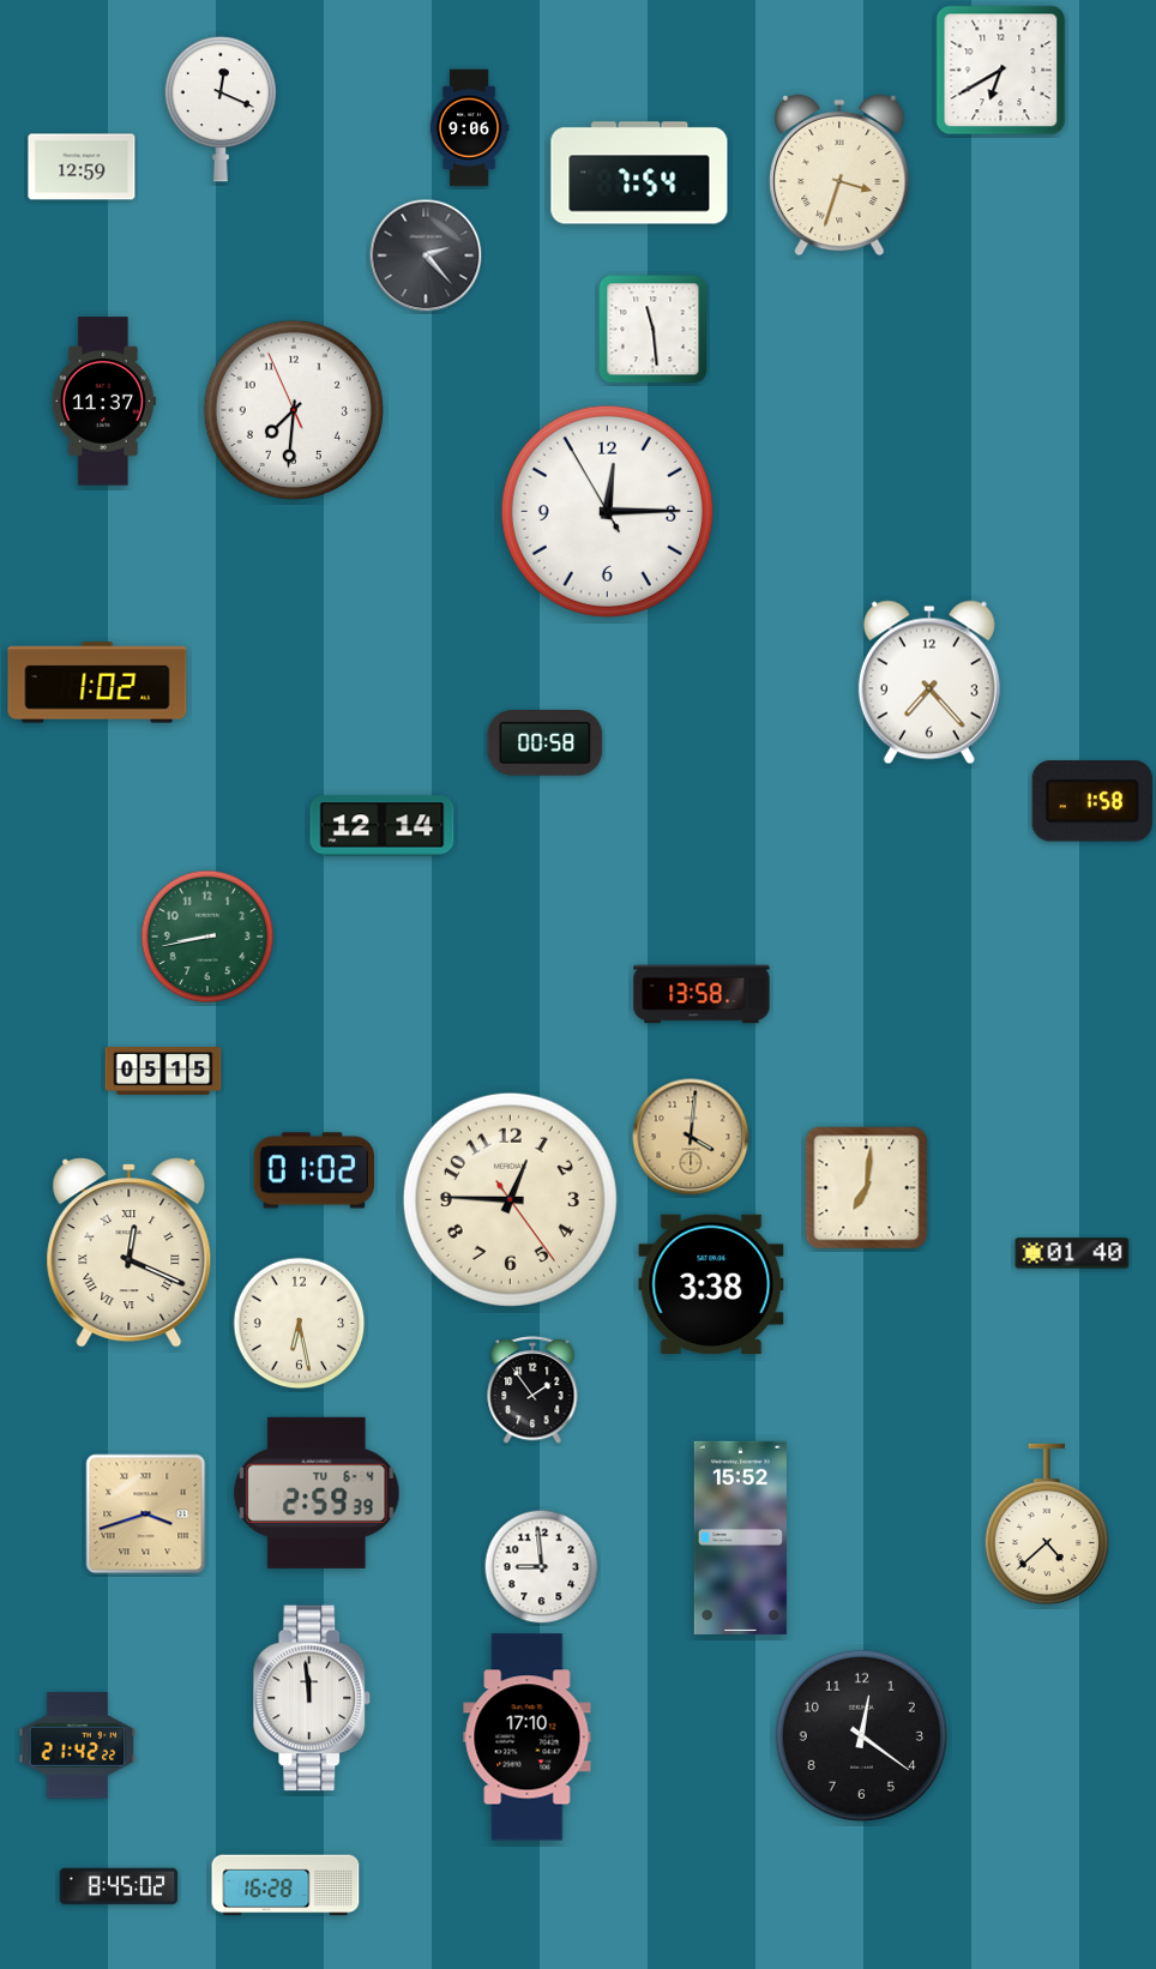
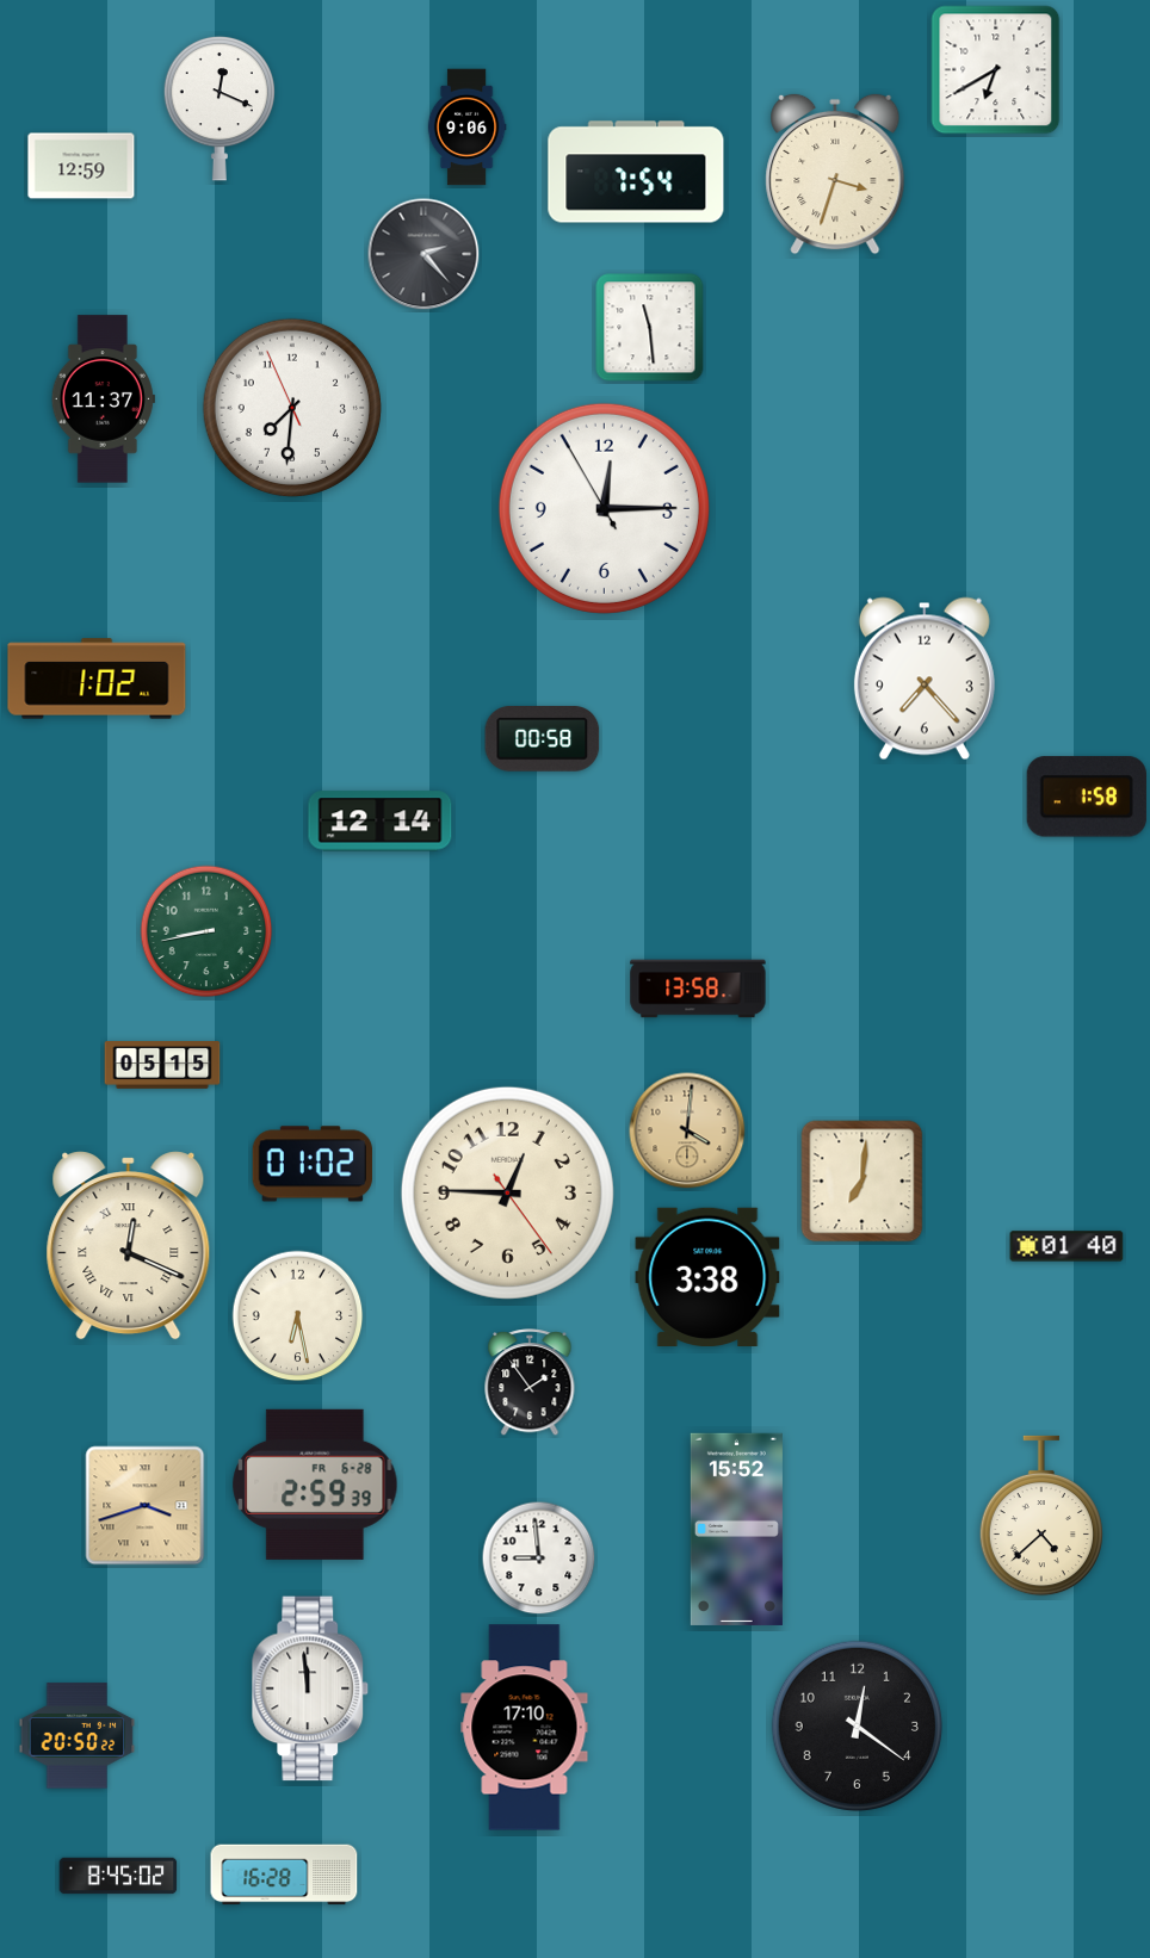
clock at (317, 1493) date: TU 6-4 -> FR 6-28
clock at (78, 1746): 21:42 -> 20:50
